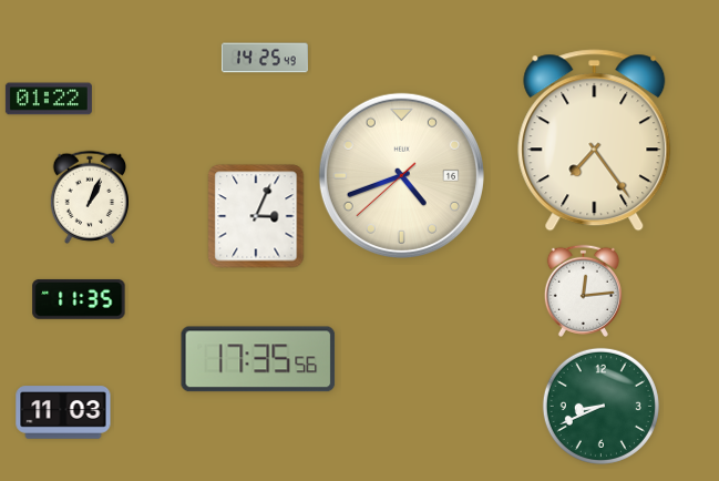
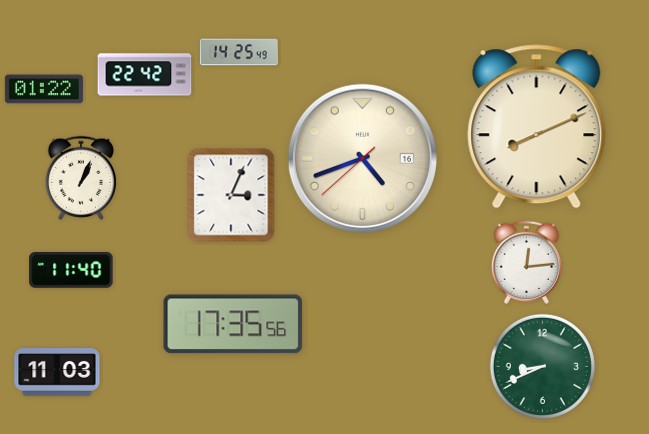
clock at (145, 75): none -> 22:42
clock at (595, 141): 7:24 -> 8:11
clock at (79, 299): 11:35 -> 11:40
